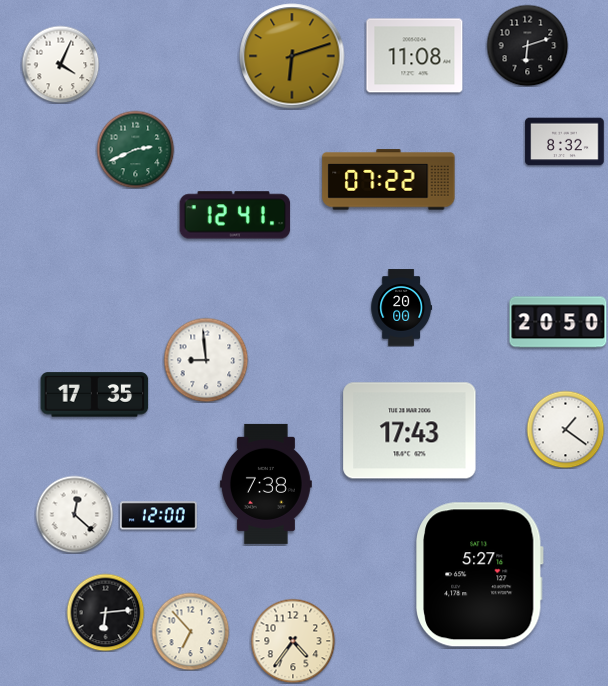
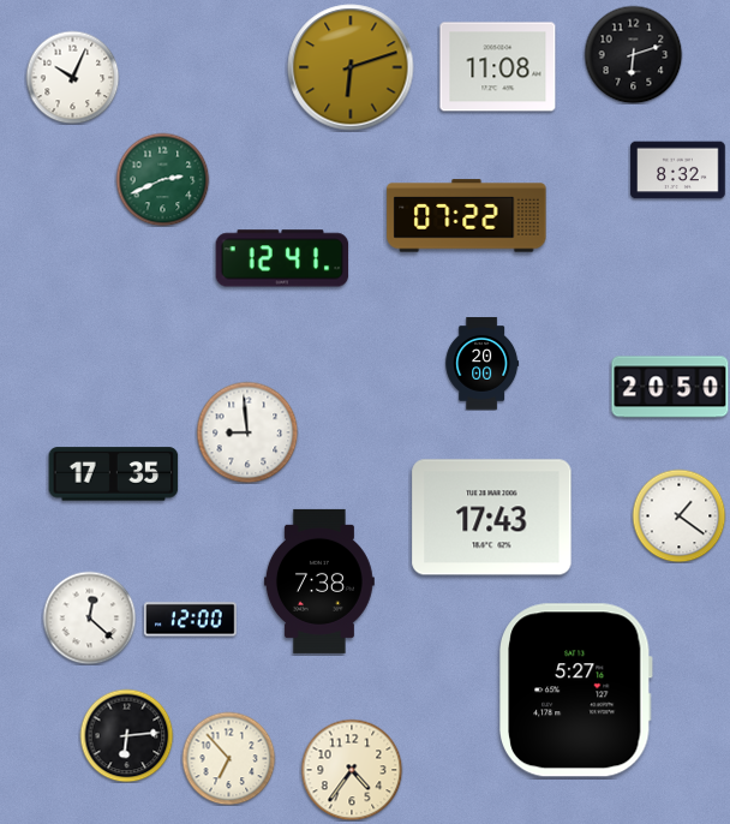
clock at (60, 64): 4:04 -> 10:04
clock at (402, 308) position: (402, 308) -> (483, 364)
